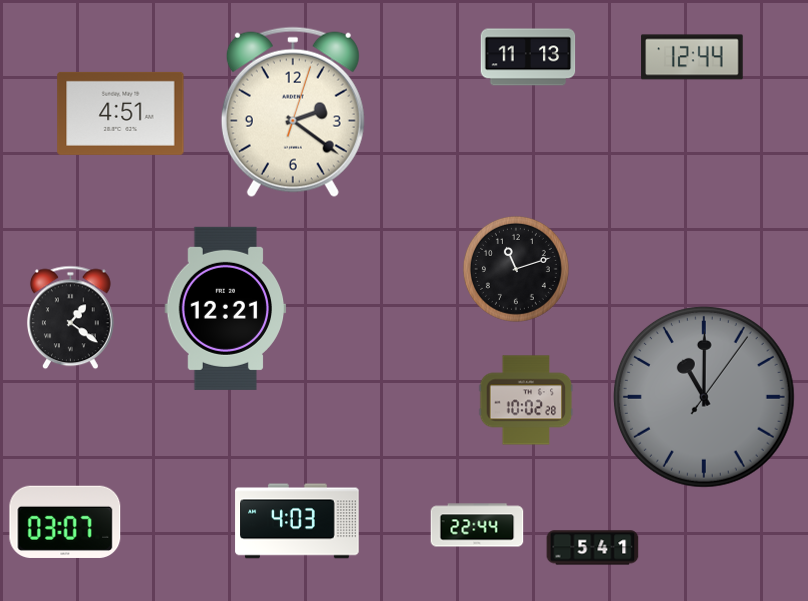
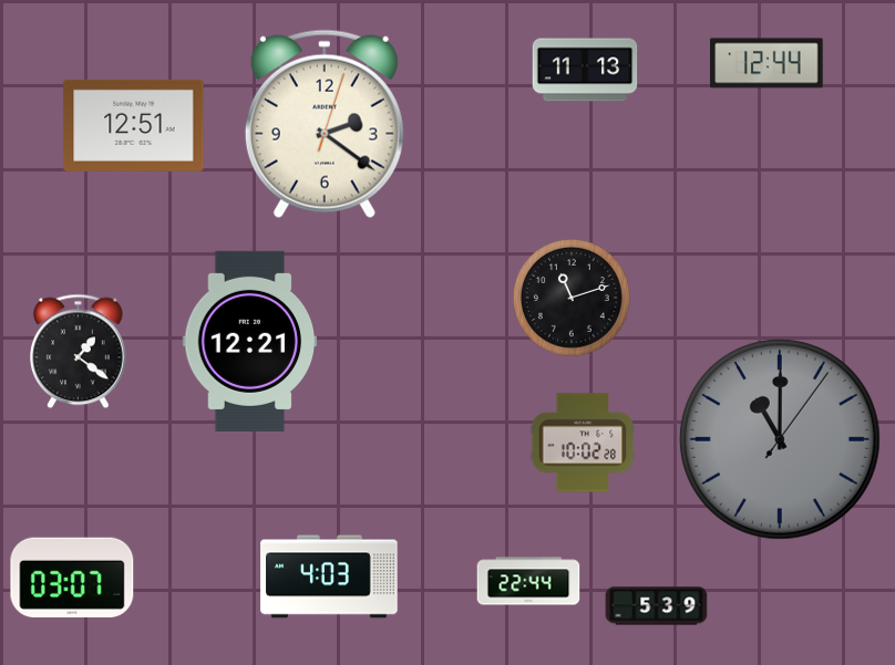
clock at (528, 57) position: (528, 57) -> (585, 70)
clock at (121, 113): 4:51 -> 12:51
clock at (593, 548): 5:41 -> 5:39
